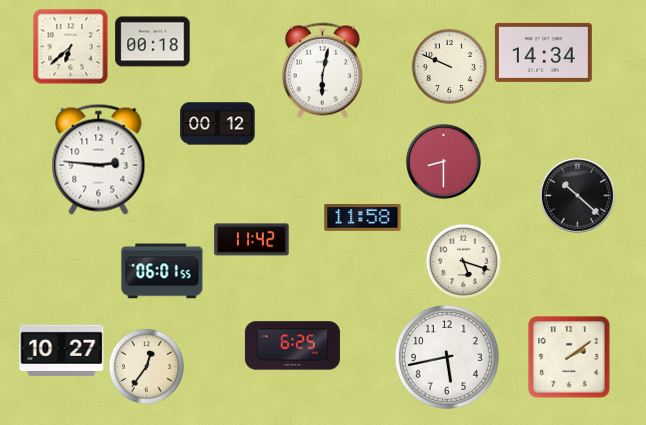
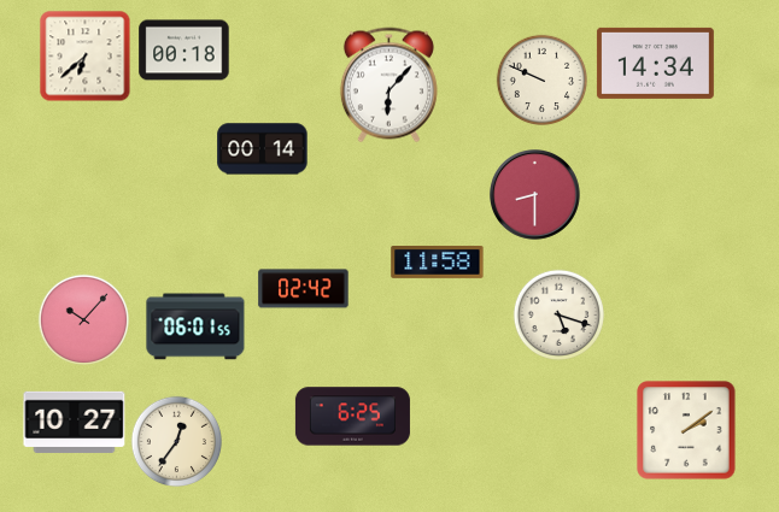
clock at (322, 71): 6:02 -> 6:07
clock at (218, 124): 00:12 -> 00:14
clock at (99, 159): 2:46 -> none
clock at (578, 196): 10:22 -> none
clock at (252, 240): 11:42 -> 02:42
clock at (83, 319): none -> 10:07
clock at (447, 357): 5:43 -> none
